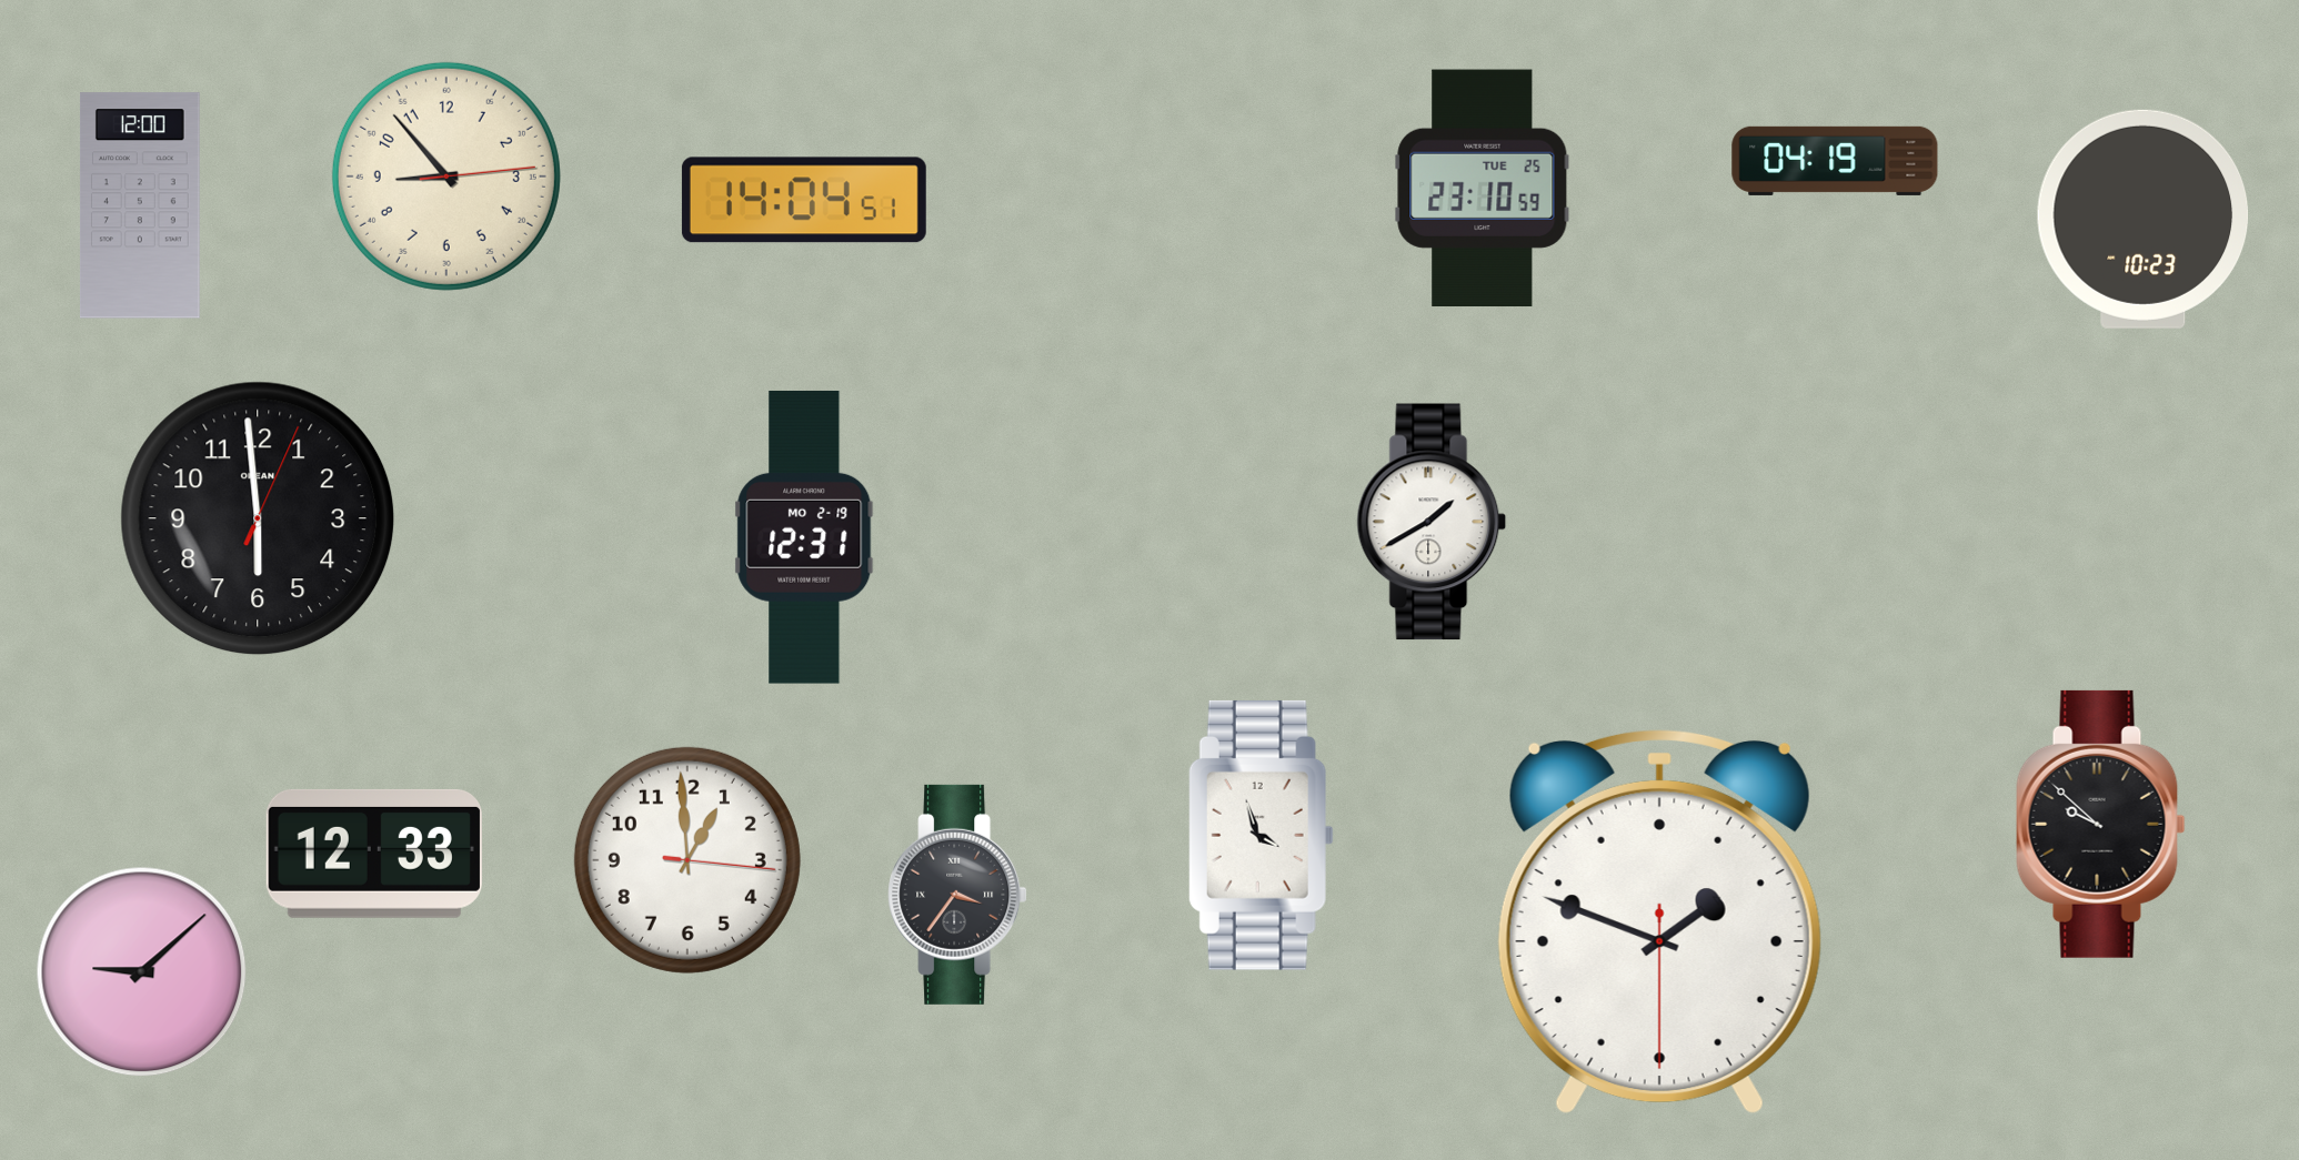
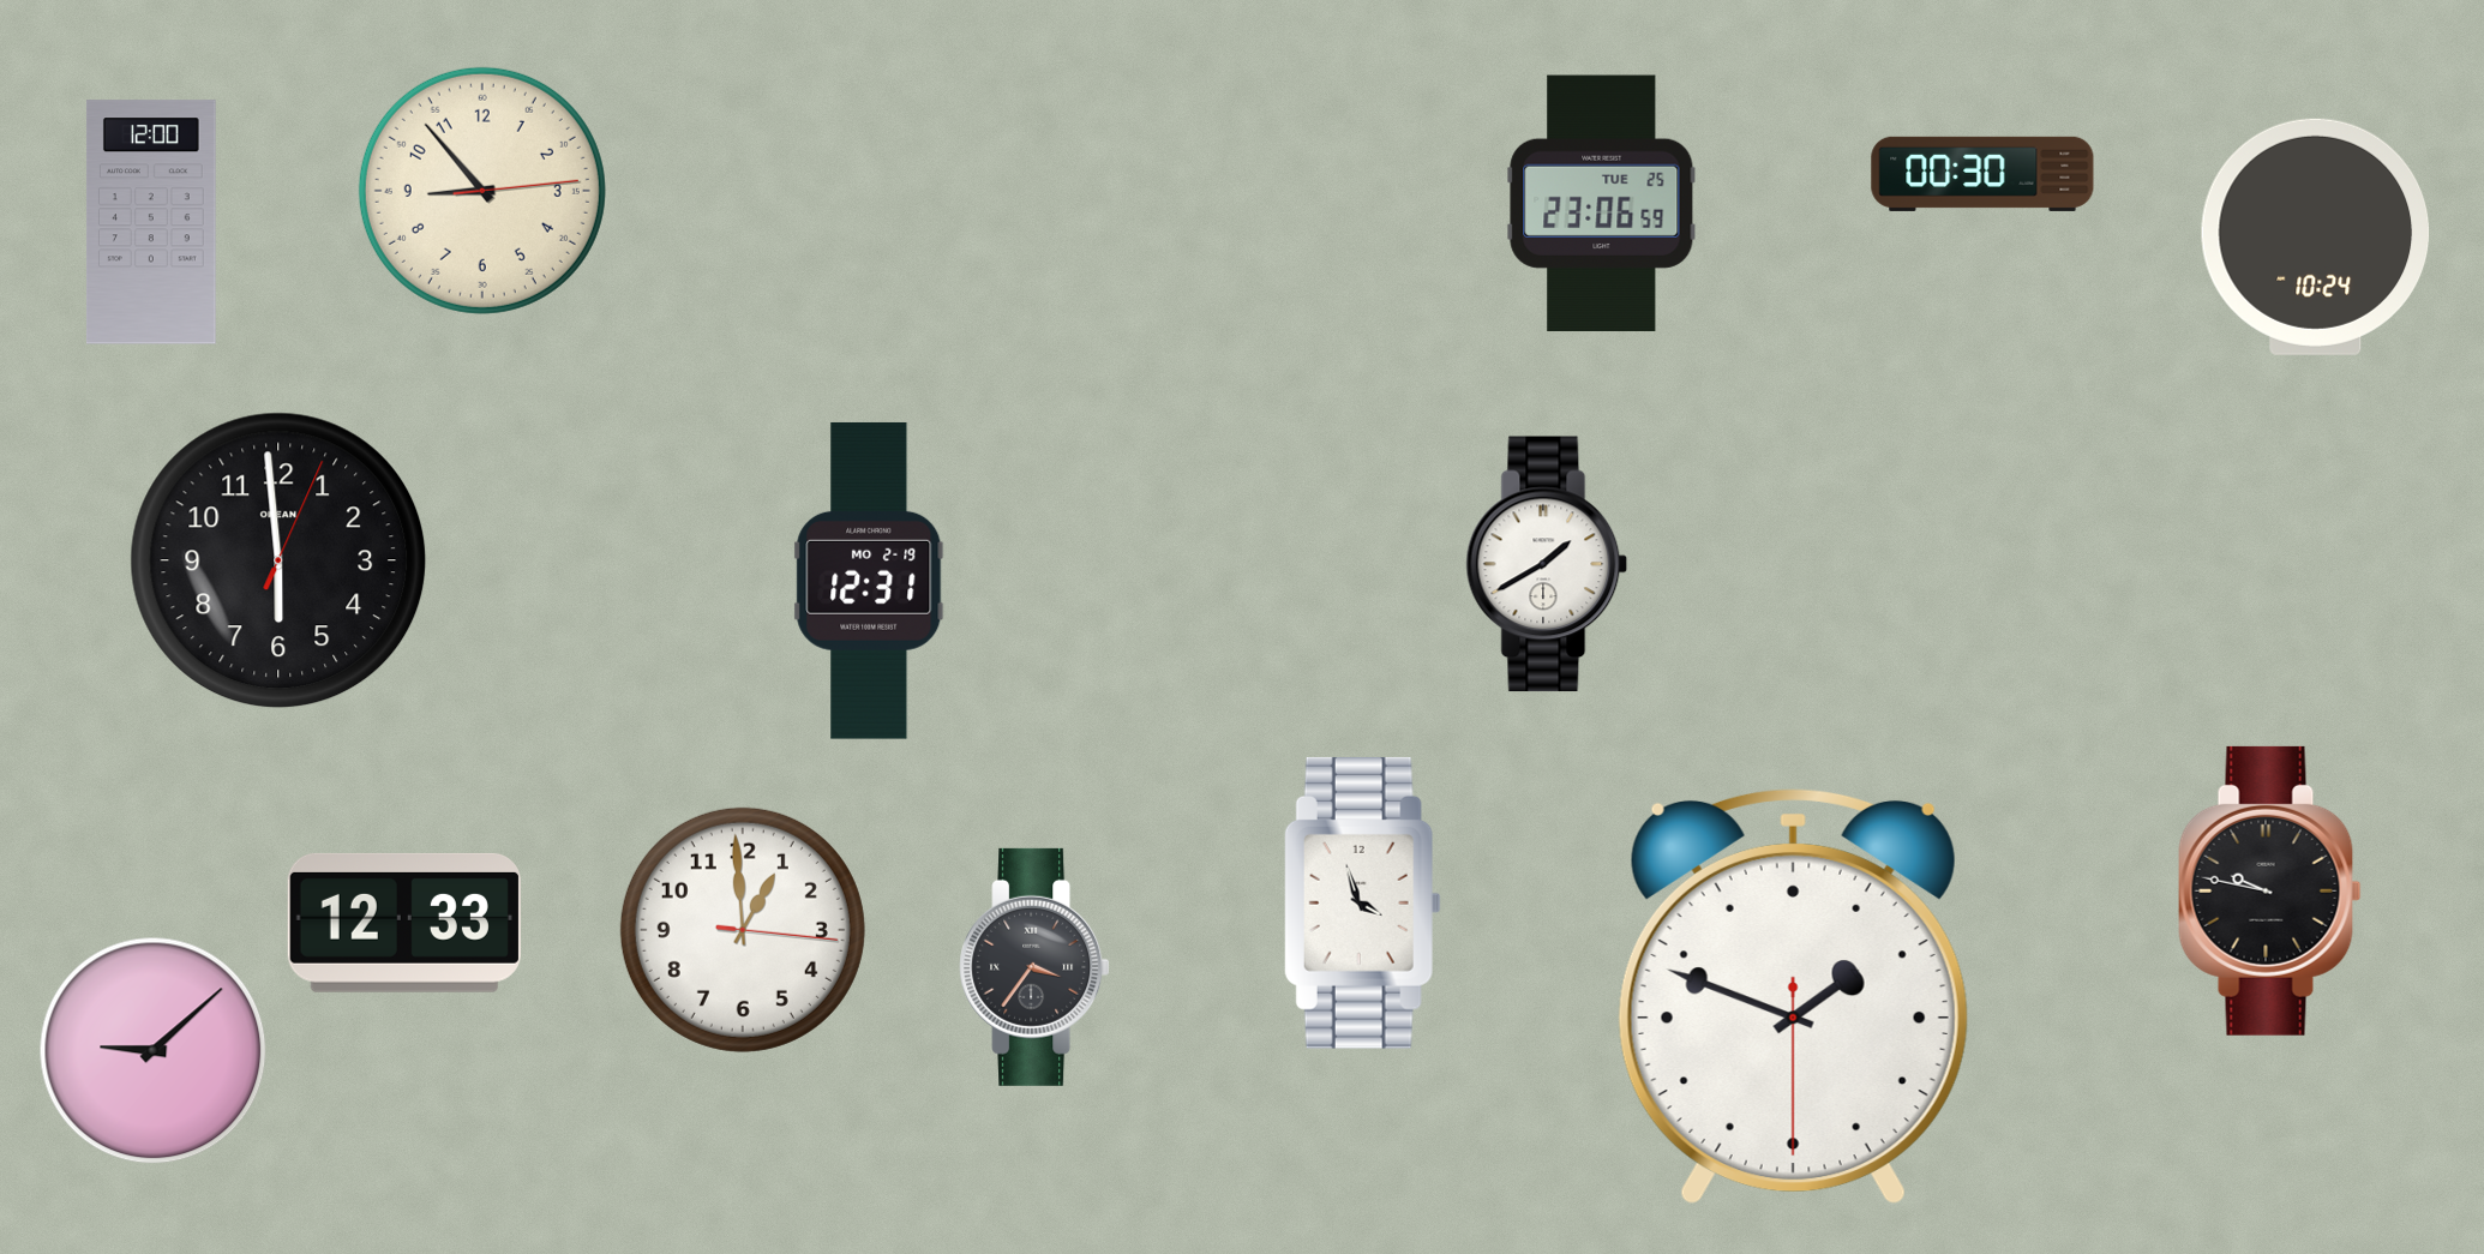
clock at (1835, 161): 04:19 -> 00:30
clock at (1483, 188): 23:10 -> 23:06
clock at (804, 200): 14:04 -> none
clock at (2144, 219): 10:23 -> 10:24
clock at (2101, 824): 9:52 -> 9:47
